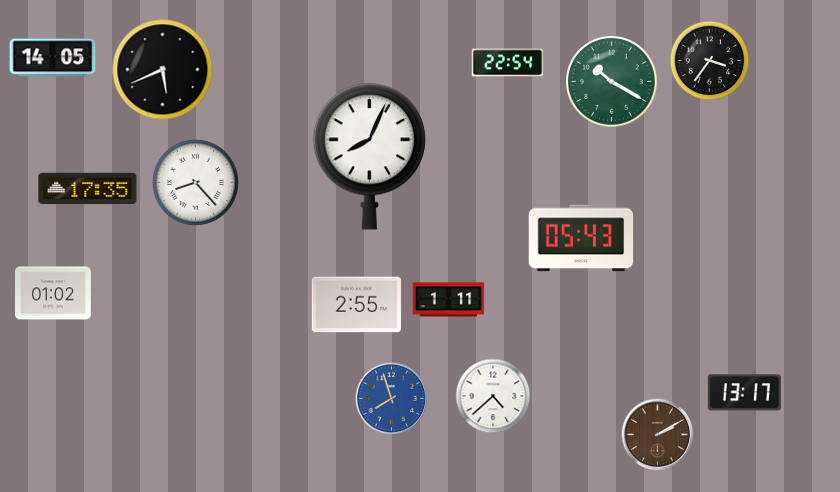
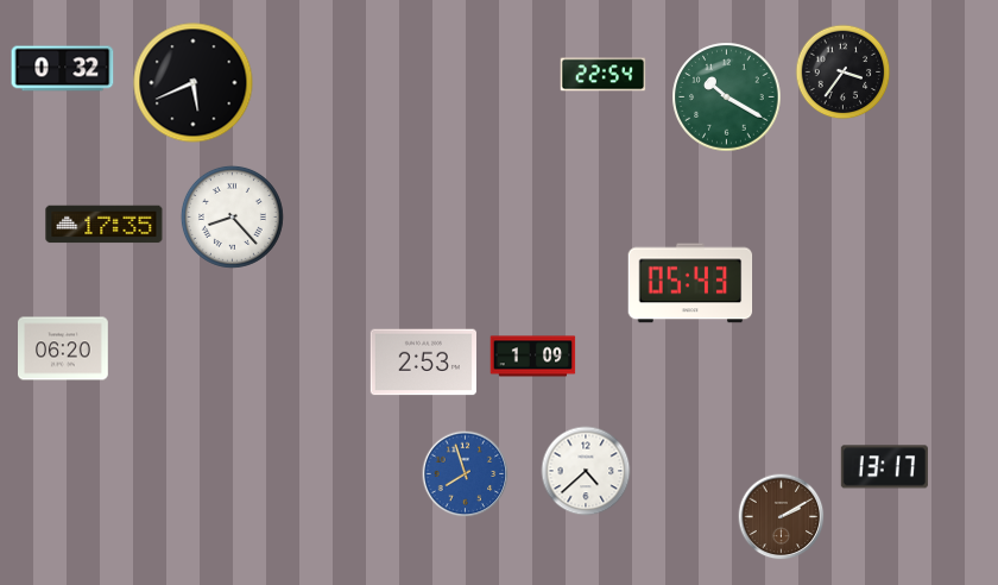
clock at (53, 58): 14:05 -> 0:32
clock at (369, 157): 8:04 -> none
clock at (54, 293): 01:02 -> 06:20
clock at (449, 300): 1:11 -> 1:09
clock at (356, 305): 2:55 -> 2:53
